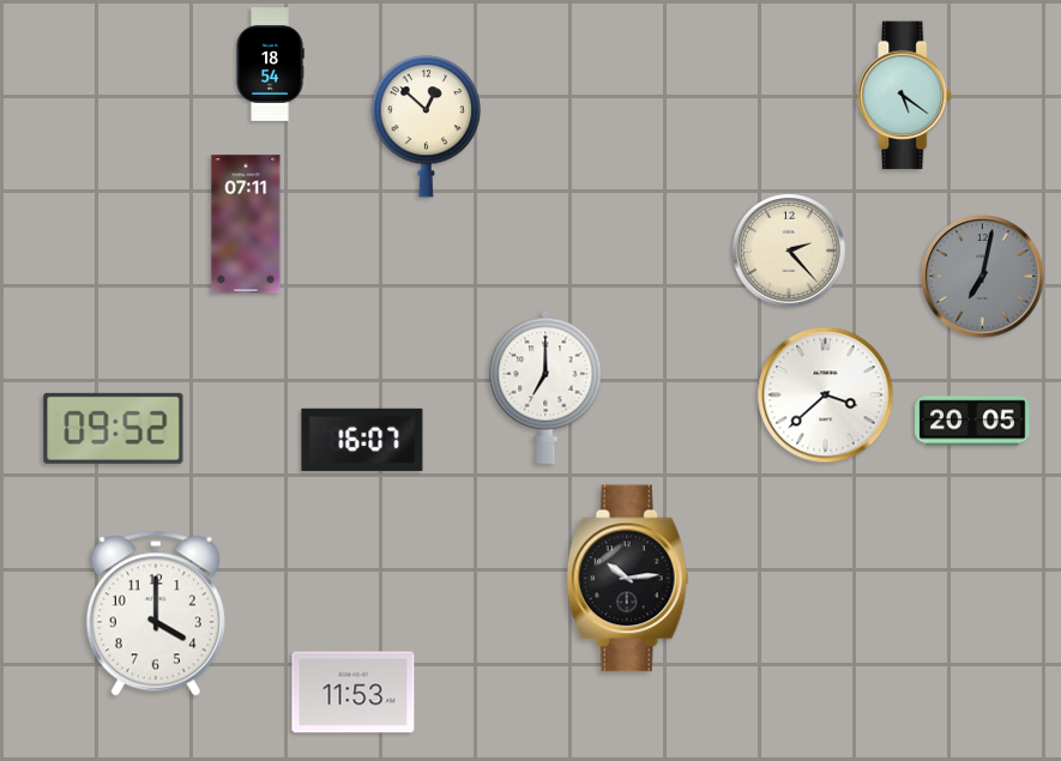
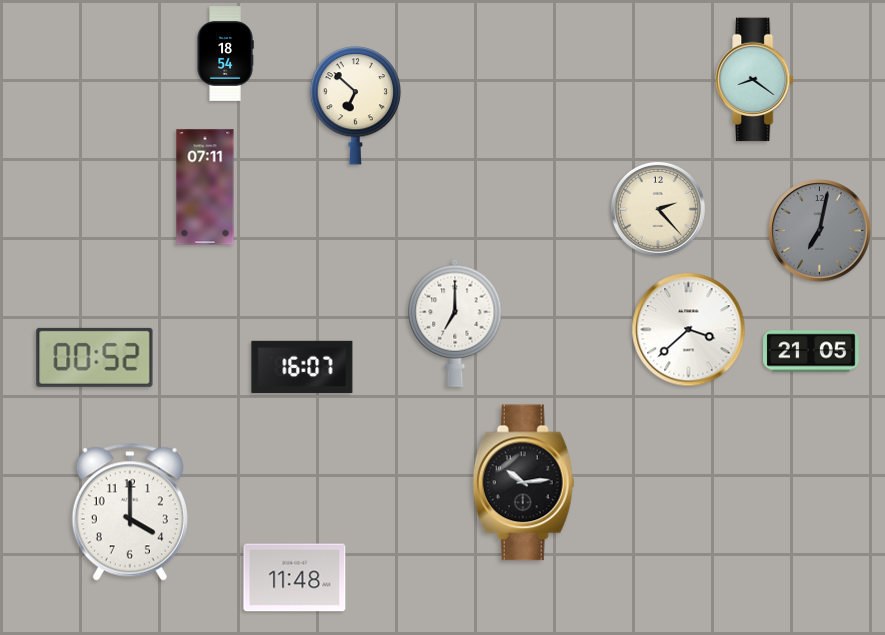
clock at (905, 96): 5:21 -> 8:21
clock at (427, 127): 12:52 -> 6:52
clock at (972, 421): 20:05 -> 21:05
clock at (114, 428): 09:52 -> 00:52
clock at (354, 693): 11:53 -> 11:48
